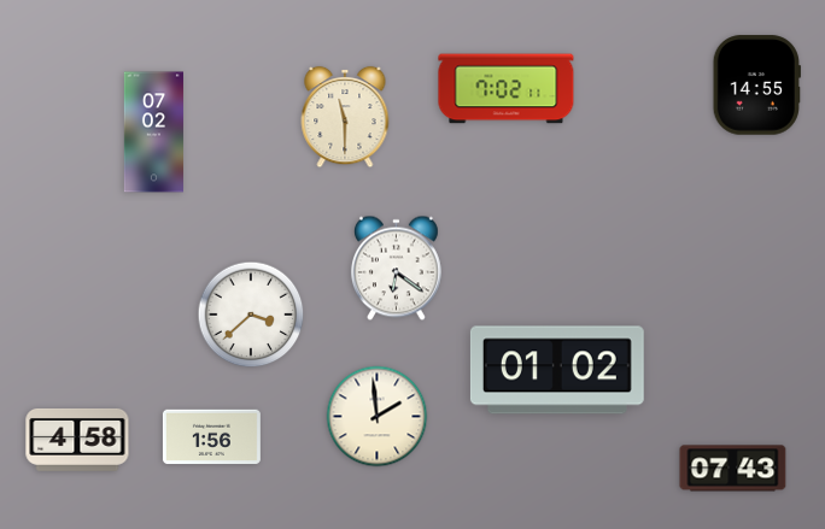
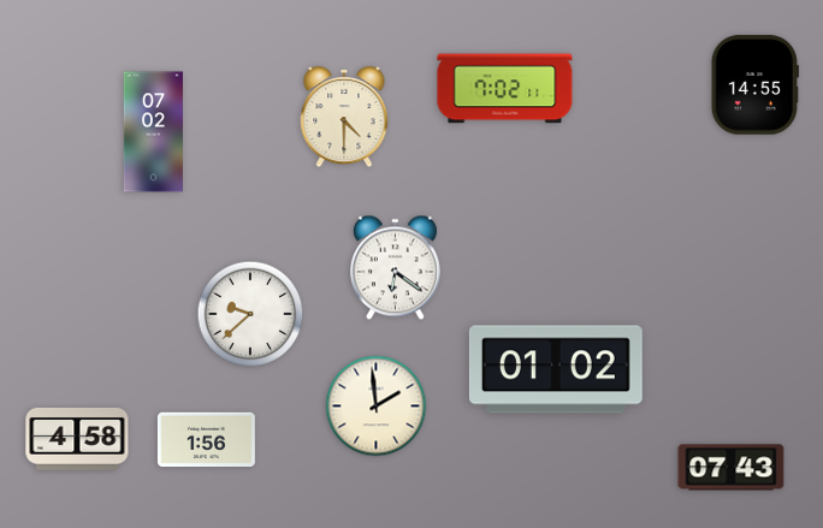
clock at (345, 117): 11:30 -> 4:30
clock at (251, 315): 3:38 -> 9:38
clock at (378, 417) position: (378, 417) -> (377, 407)
clock at (211, 437) position: (211, 437) -> (206, 440)
